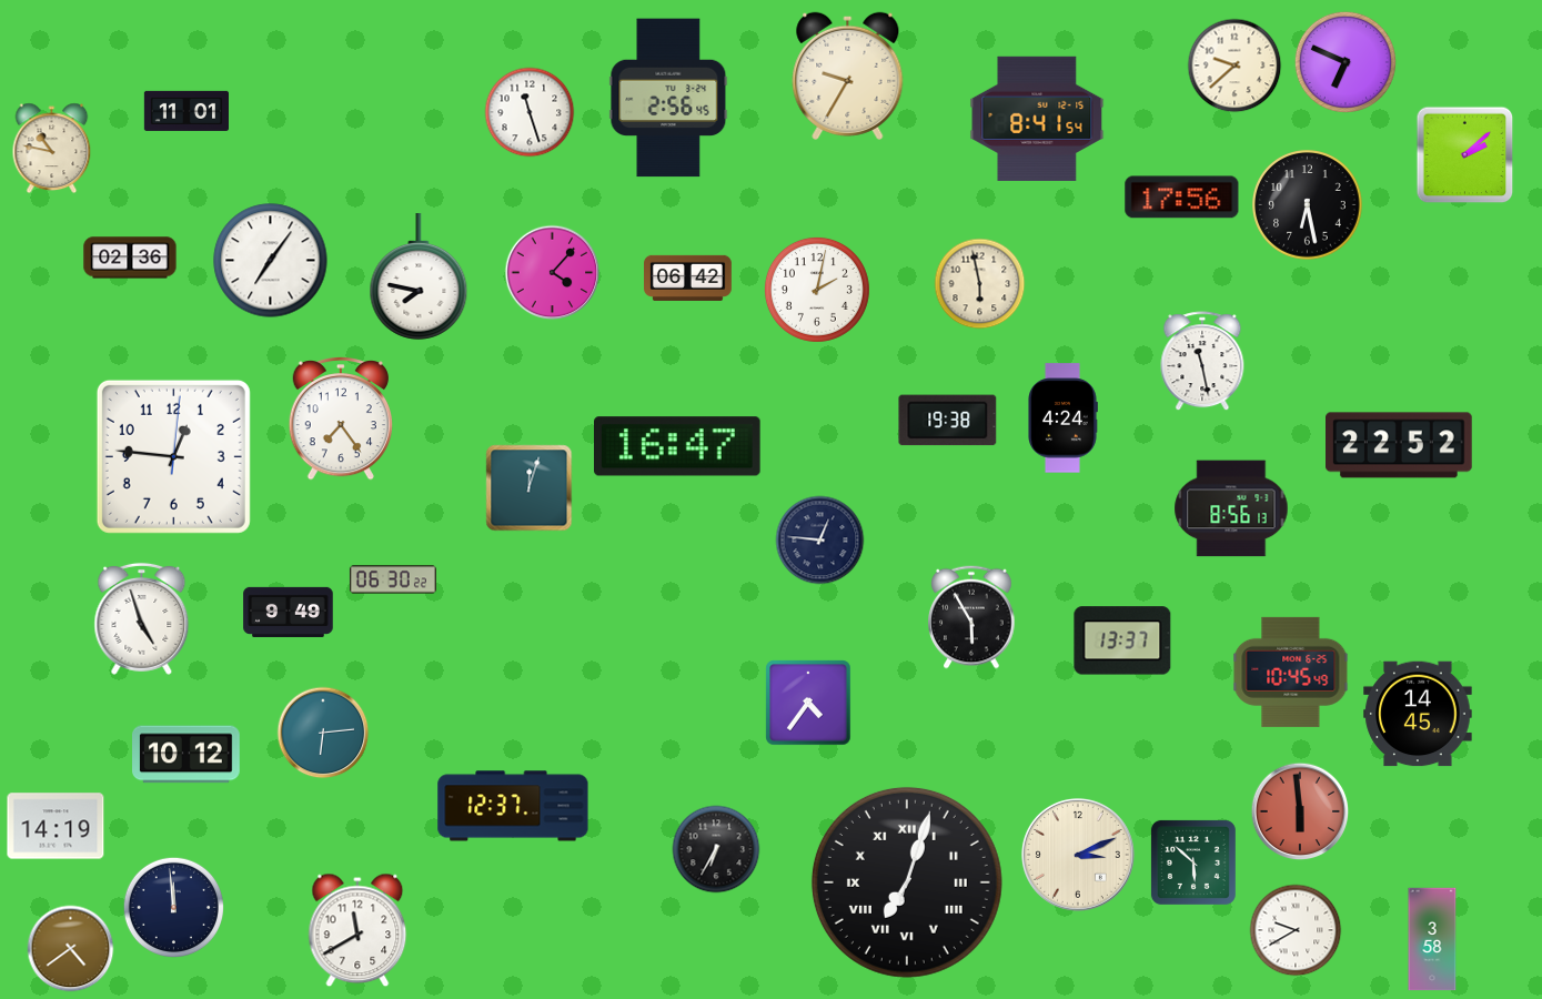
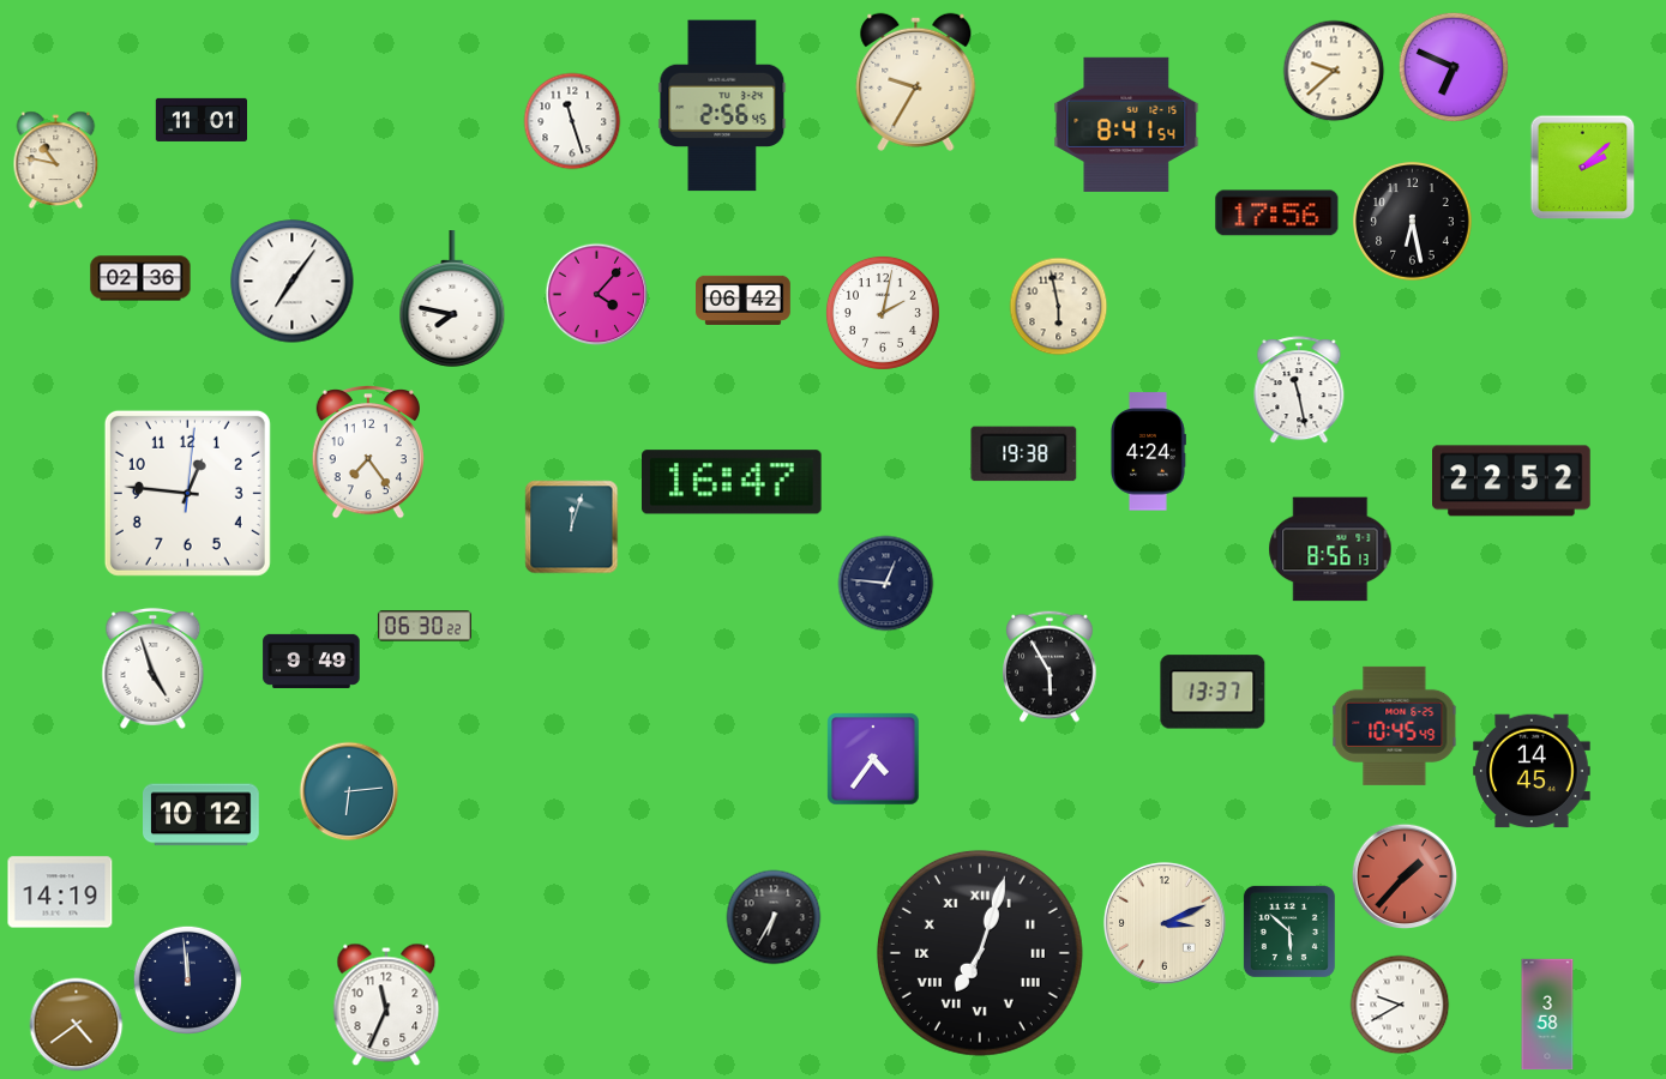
clock at (1037, 119) position: (1037, 119) -> (1126, 125)
clock at (513, 806): 12:37 -> none
clock at (1300, 811): 5:59 -> 1:37
clock at (357, 930): 11:40 -> 11:34
